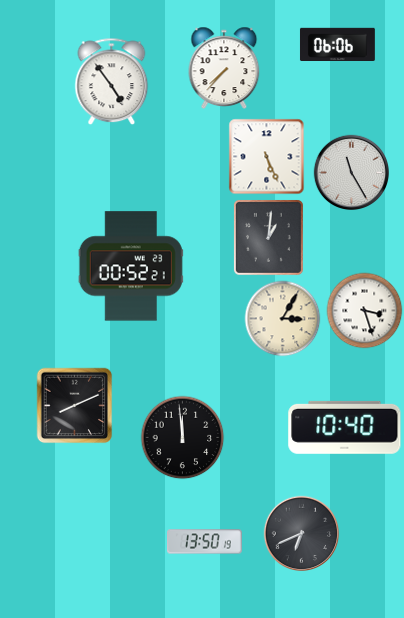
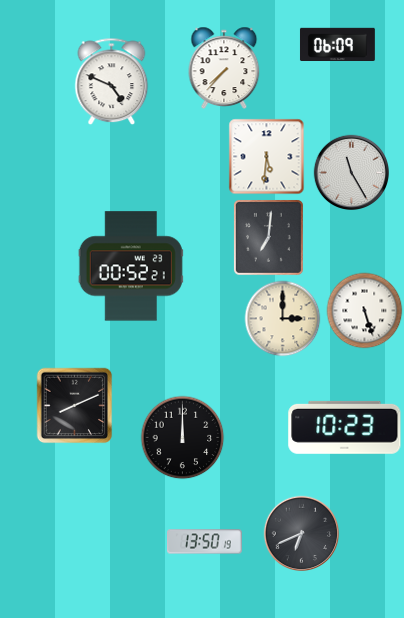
clock at (337, 44): 06:06 -> 06:09
clock at (112, 82): 4:54 -> 4:49
clock at (267, 157): 5:26 -> 5:31
clock at (268, 237): 1:01 -> 7:01
clock at (365, 311): 3:27 -> 5:27
clock at (283, 319): 3:05 -> 3:00
clock at (345, 427): 10:40 -> 10:23
clock at (183, 438): 11:59 -> 12:00
